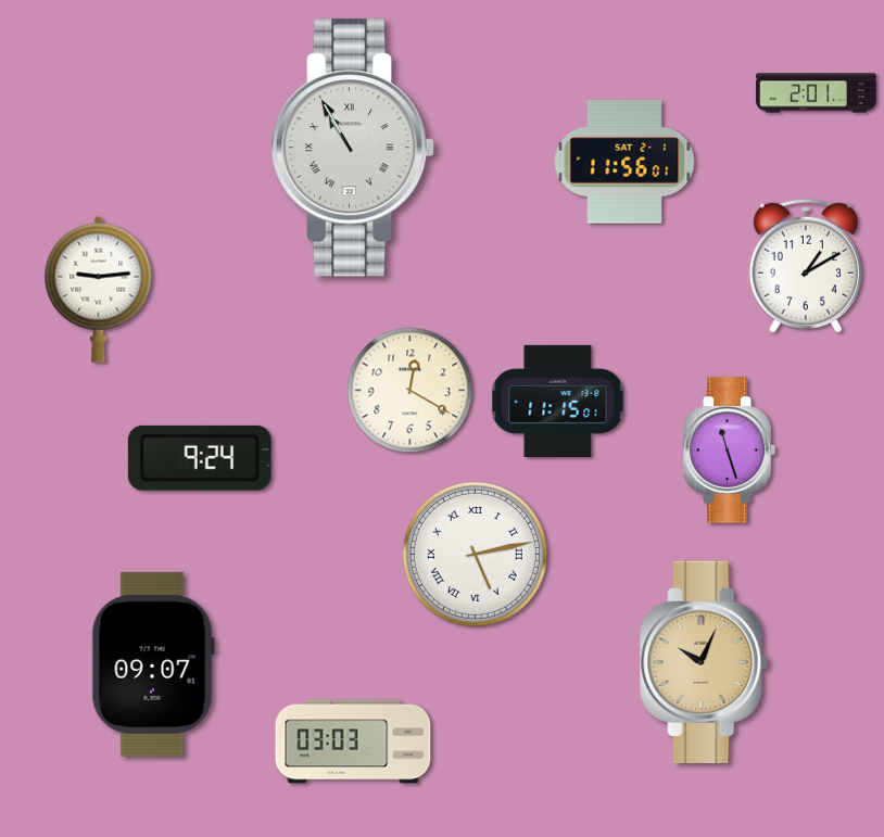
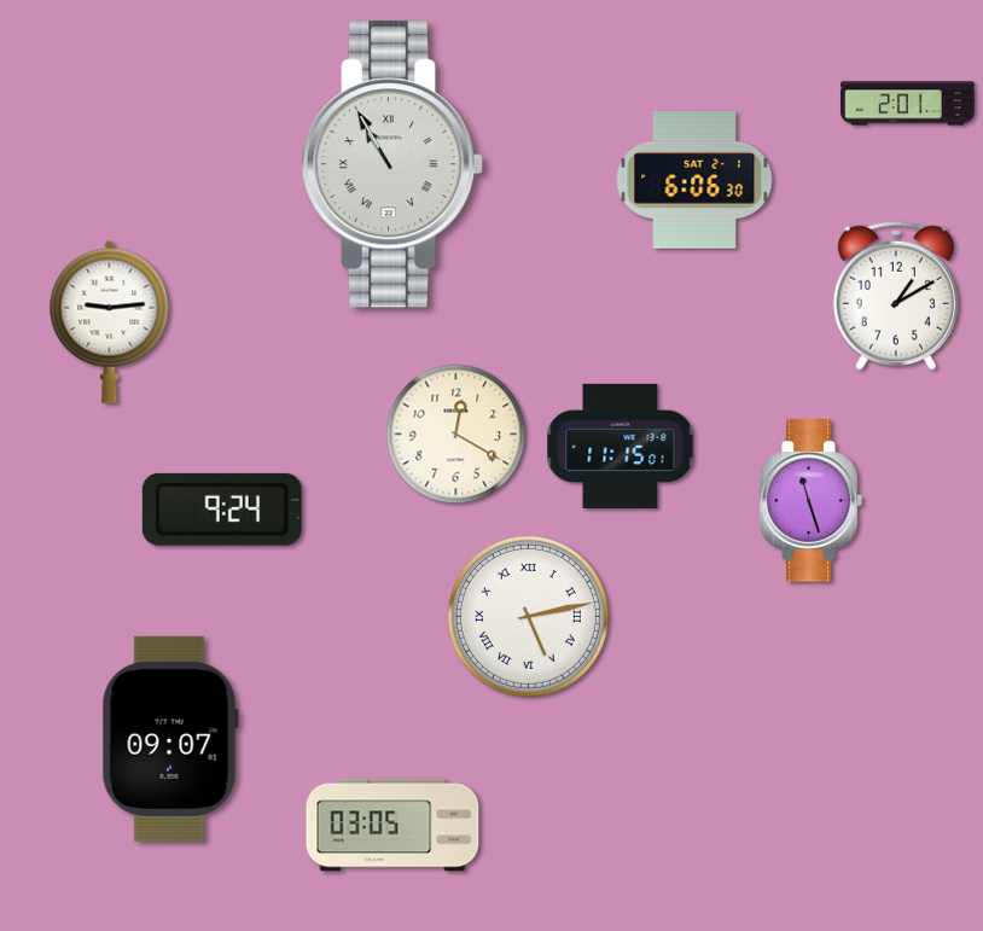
clock at (624, 162): 11:56 -> 6:06
clock at (705, 662): 10:04 -> none
clock at (353, 741): 03:03 -> 03:05
